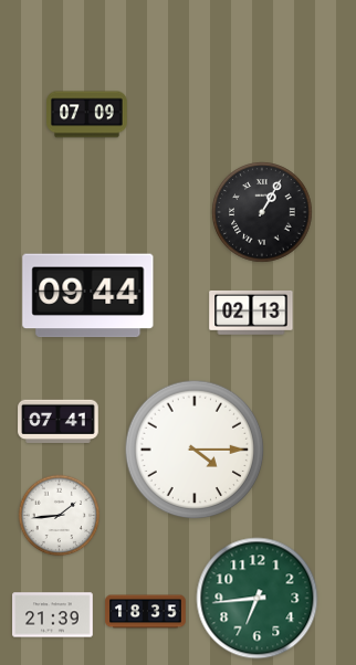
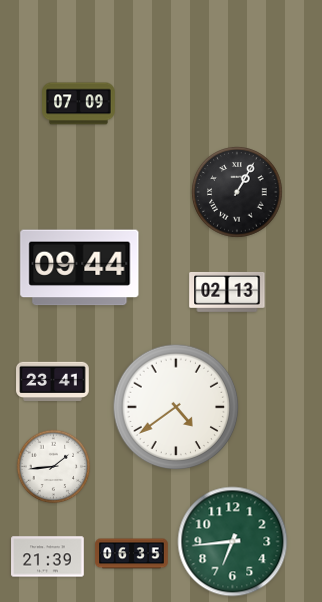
clock at (251, 313) position: (251, 313) -> (227, 292)
clock at (59, 422): 07:41 -> 23:41
clock at (195, 450): 4:15 -> 4:39
clock at (146, 612): 18:35 -> 06:35
